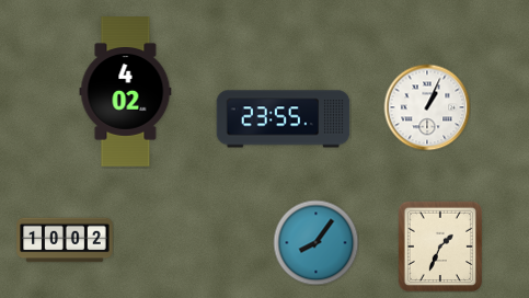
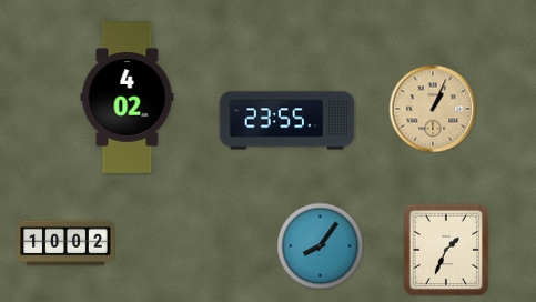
clock at (126, 92) position: (126, 92) -> (128, 98)
clock at (427, 107) dial: white -> champagne
